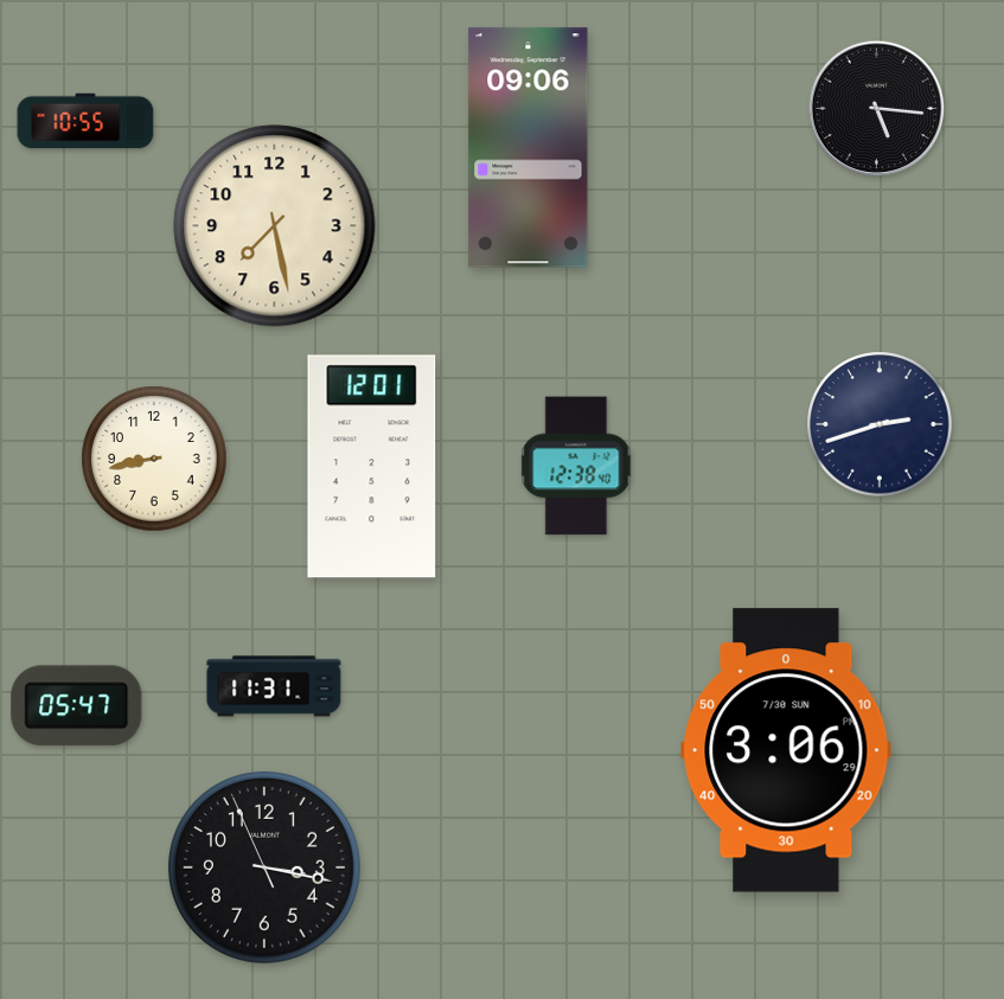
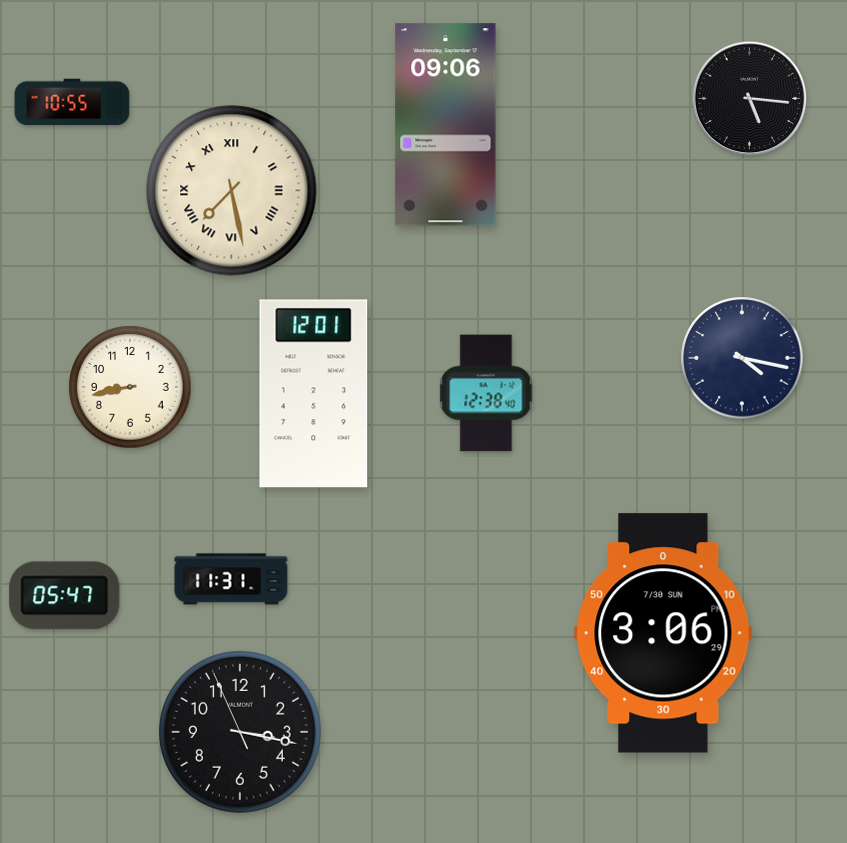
clock at (877, 109) position: (877, 109) -> (750, 99)
clock at (275, 226) numerals: Arabic -> Roman
clock at (880, 424): 2:42 -> 4:17
clock at (264, 867) position: (264, 867) -> (240, 732)
